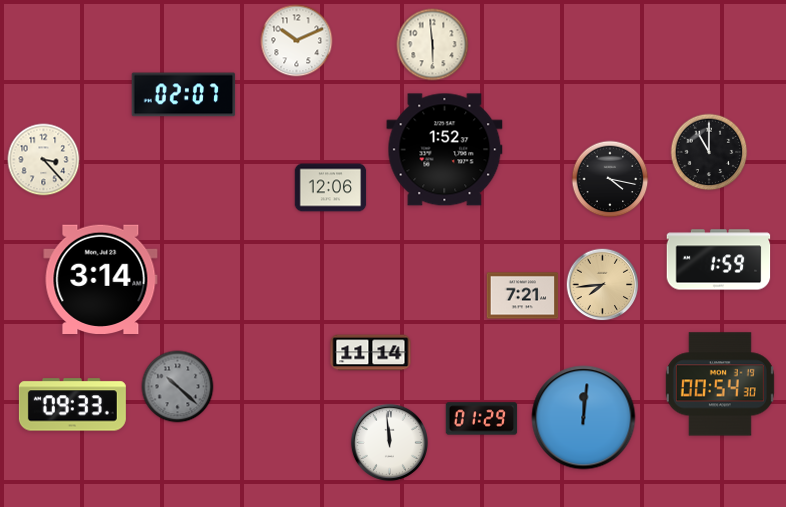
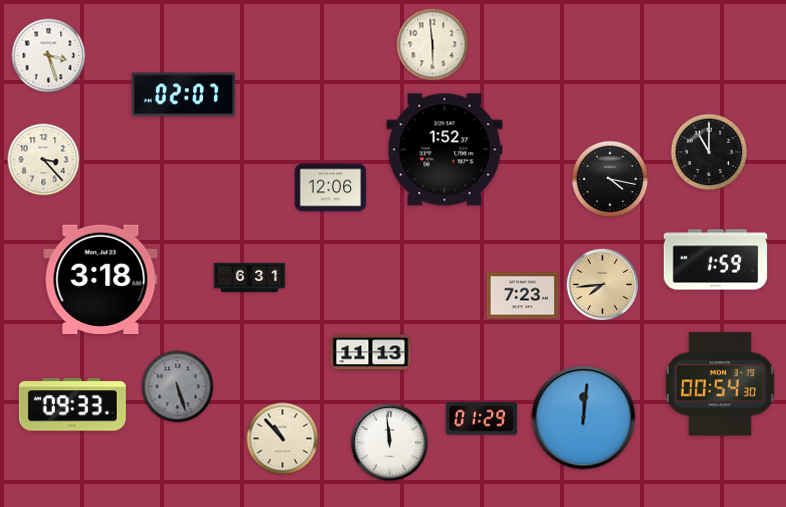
clock at (297, 41): 10:11 -> none
clock at (49, 56): none -> 3:27
clock at (719, 260) position: (719, 260) -> (716, 260)
clock at (250, 278): none -> 6:31
clock at (101, 279): 3:14 -> 3:18
clock at (523, 296): 7:21 -> 7:23
clock at (371, 353): 11:14 -> 11:13
clock at (178, 387): 10:22 -> 5:27
clock at (283, 439): none -> 10:53
